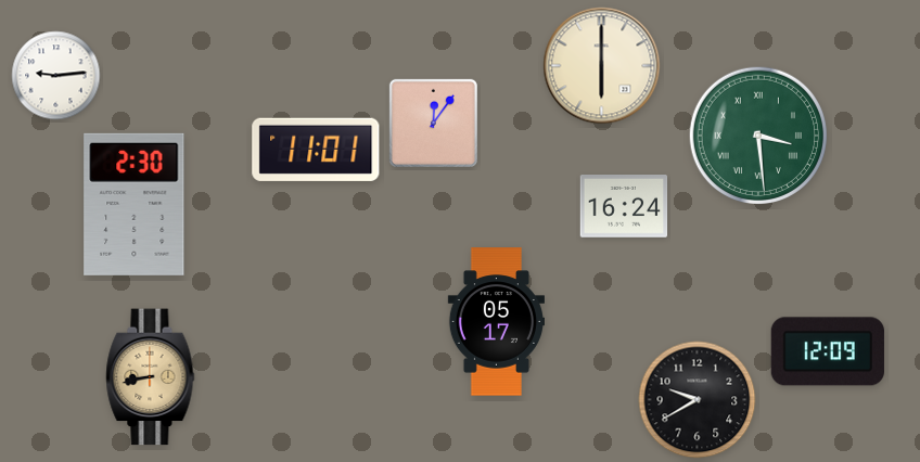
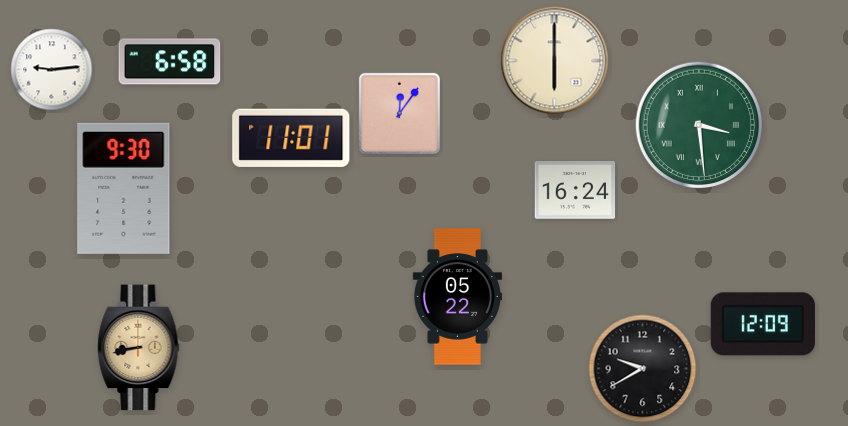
clock at (170, 62): none -> 6:58
clock at (135, 204): 2:30 -> 9:30
clock at (496, 322): 05:17 -> 05:22
